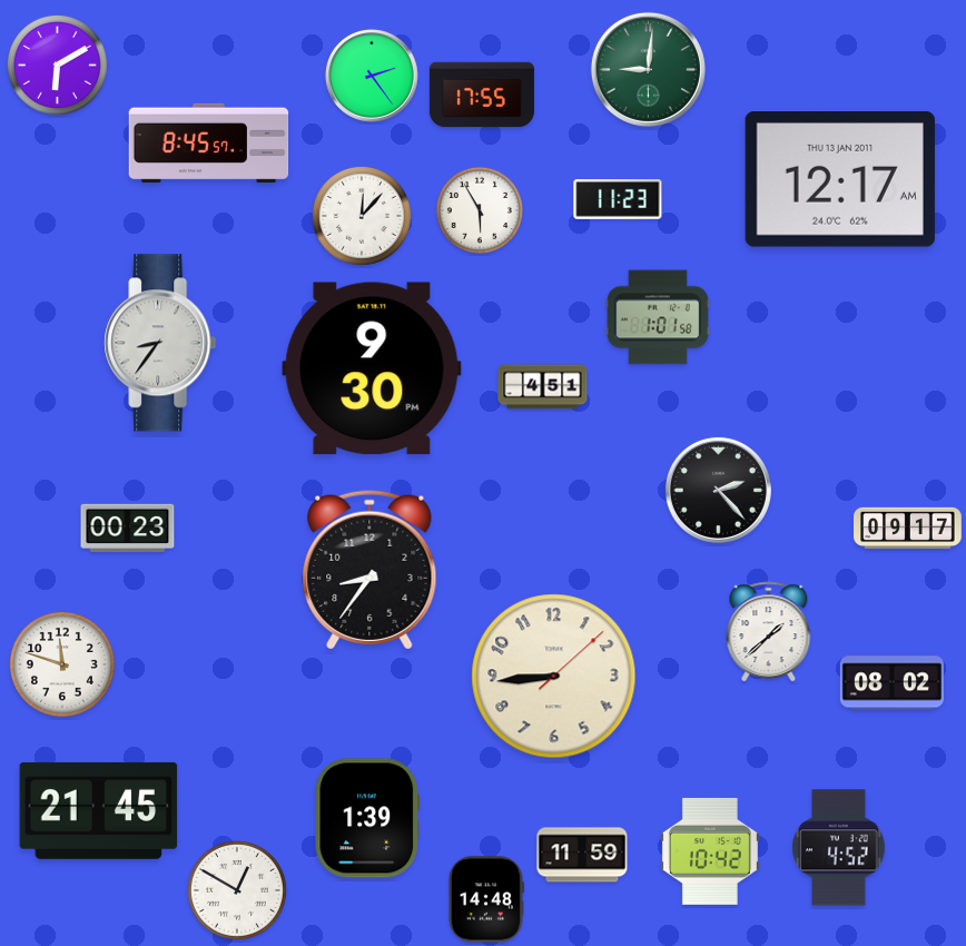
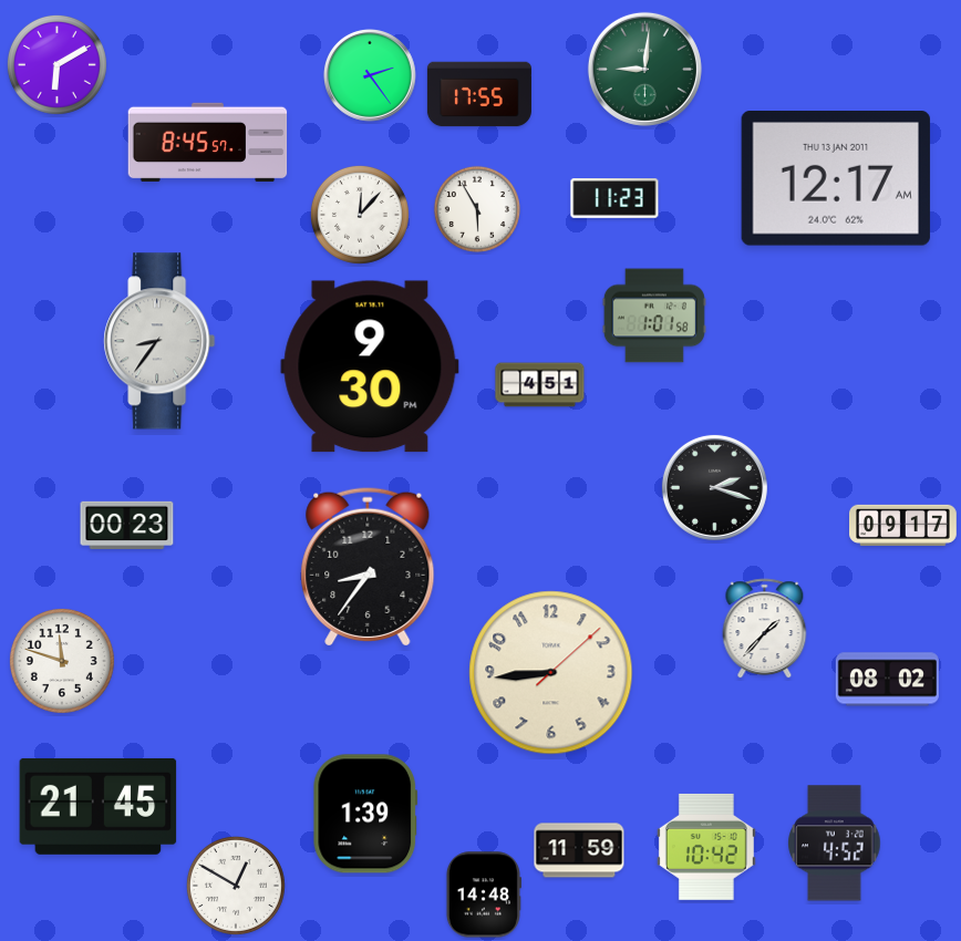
clock at (718, 490): 2:23 -> 2:18
clock at (769, 632): 1:38 -> 1:37
